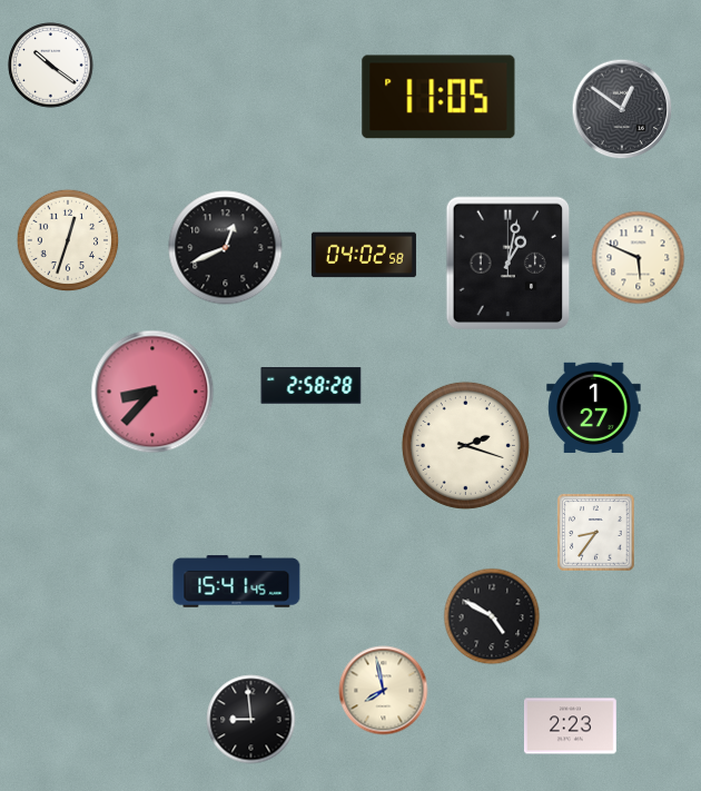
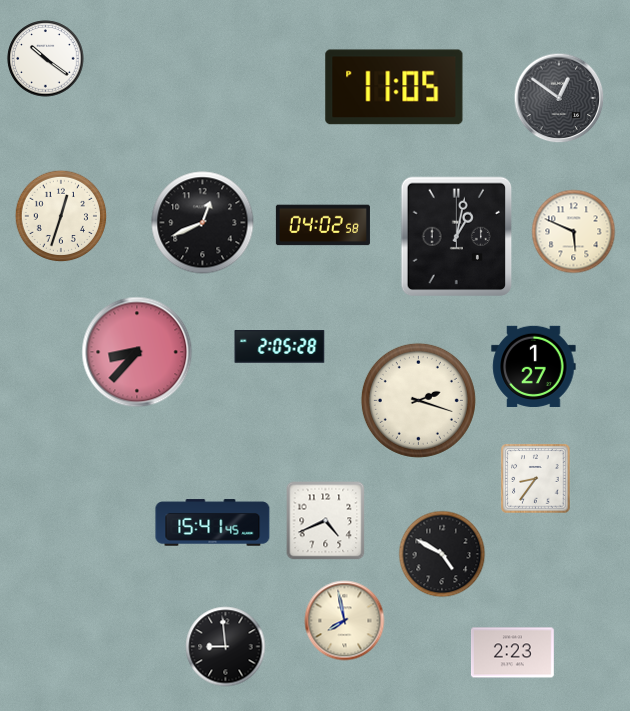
clock at (364, 255) position: (364, 255) -> (323, 225)
clock at (312, 386): 2:58 -> 2:05
clock at (326, 521): none -> 4:41
